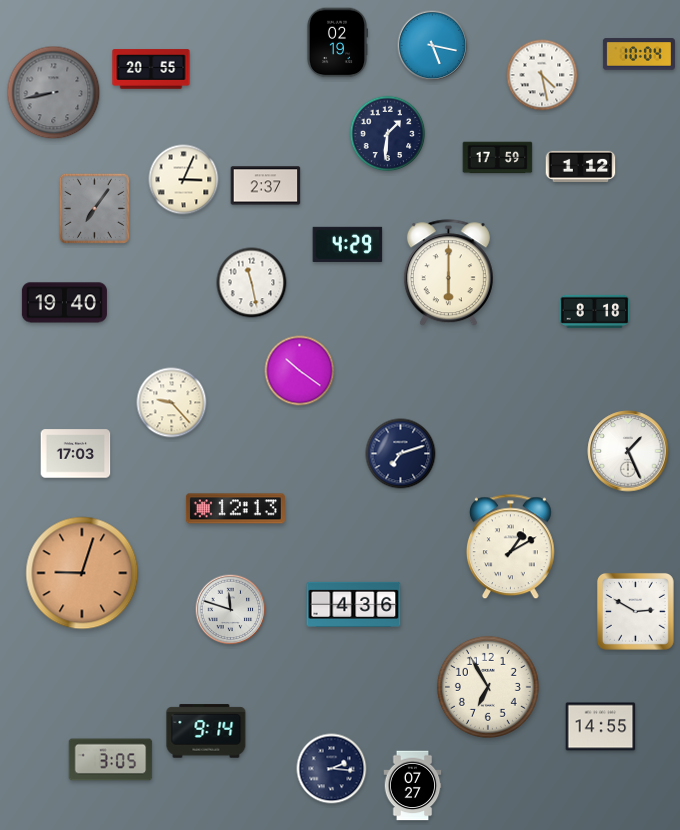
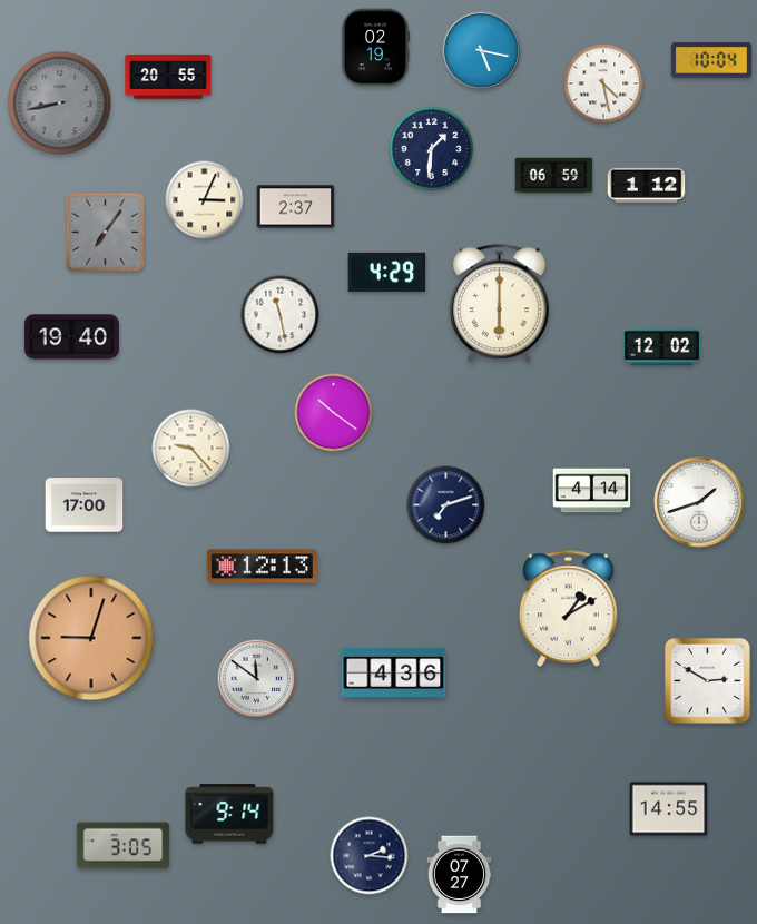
clock at (498, 158): 17:59 -> 06:59
clock at (595, 311): 8:18 -> 12:02
clock at (592, 491): none -> 4:14
clock at (628, 451): 1:26 -> 1:42
clock at (76, 454): 17:03 -> 17:00
clock at (231, 610): 11:48 -> 11:51
clock at (488, 687): 6:55 -> none
